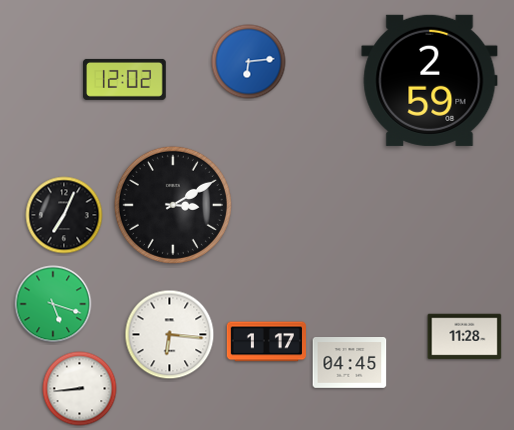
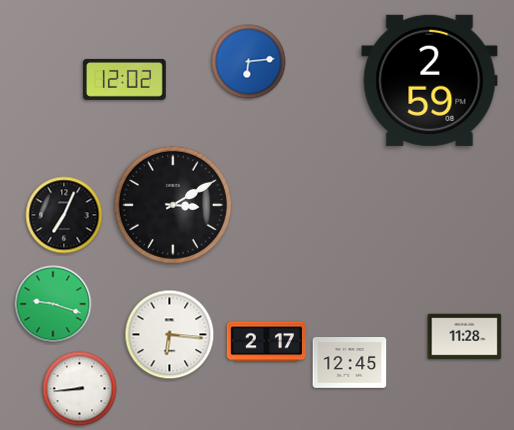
clock at (53, 304): 5:18 -> 9:18
clock at (266, 342): 1:17 -> 2:17
clock at (350, 363): 04:45 -> 12:45
